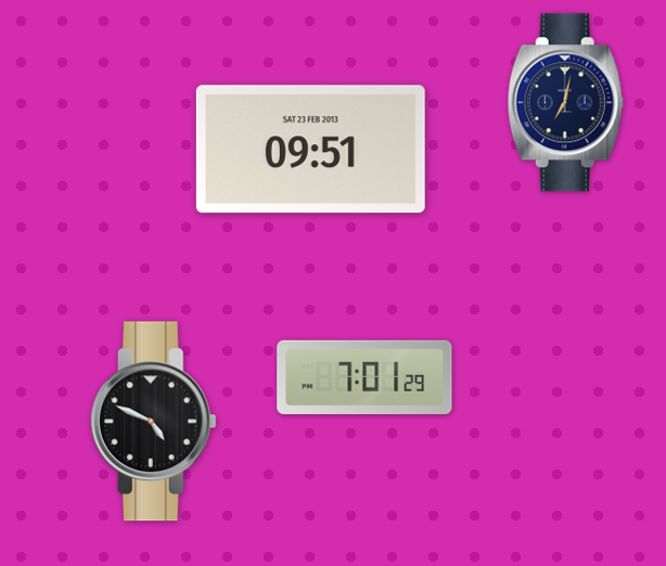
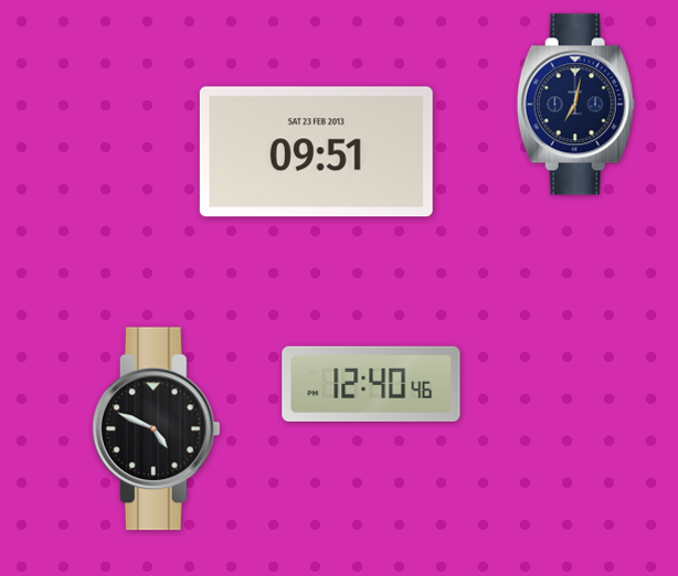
clock at (364, 376): 7:01 -> 12:40
